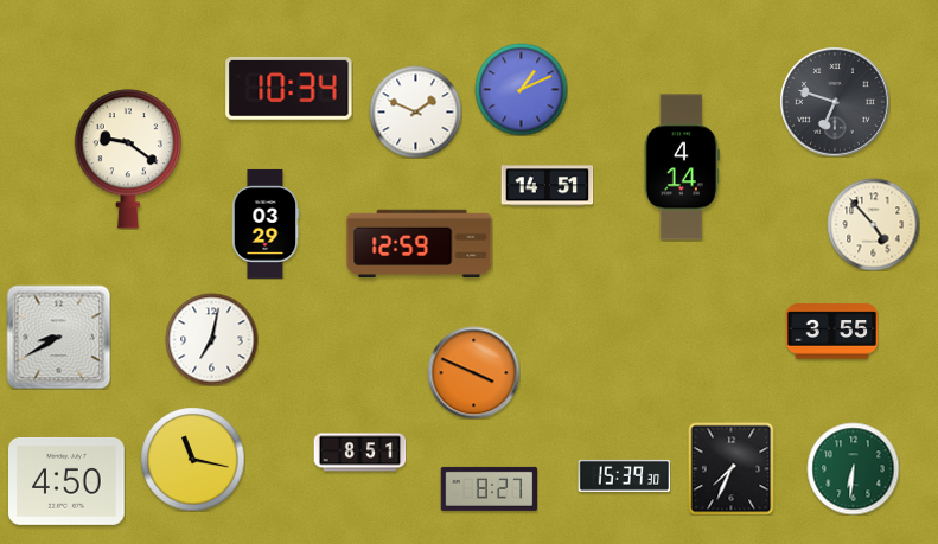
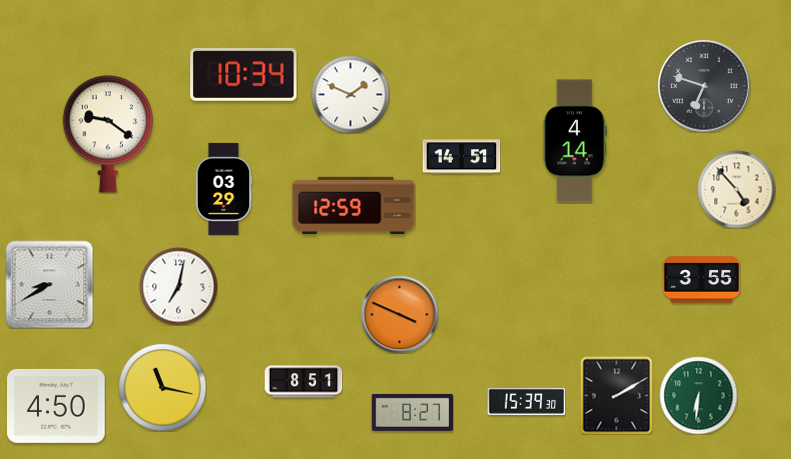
clock at (521, 89): 1:11 -> none
clock at (732, 468): 7:34 -> 2:10
clock at (853, 468) position: (853, 468) -> (698, 395)
